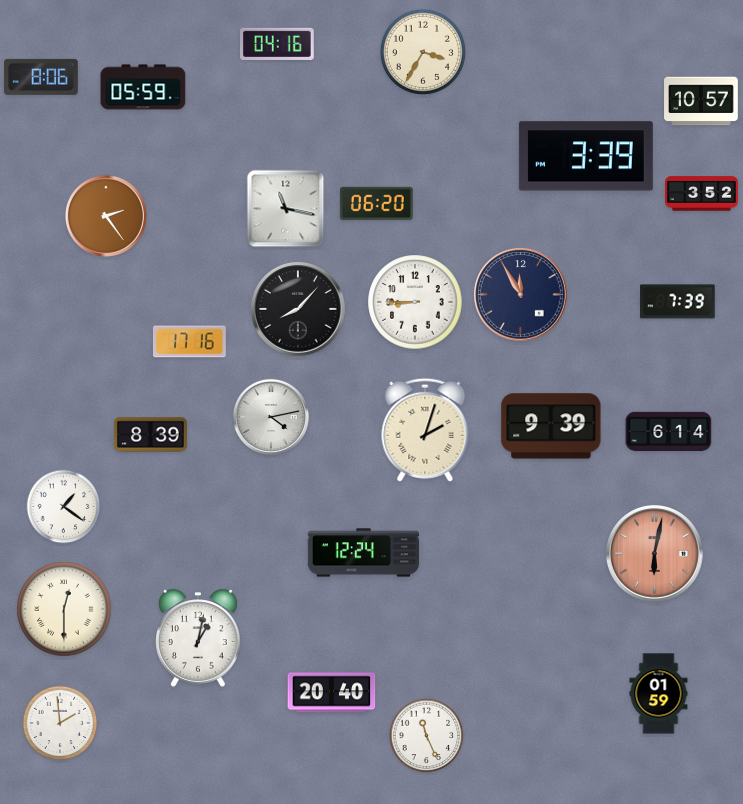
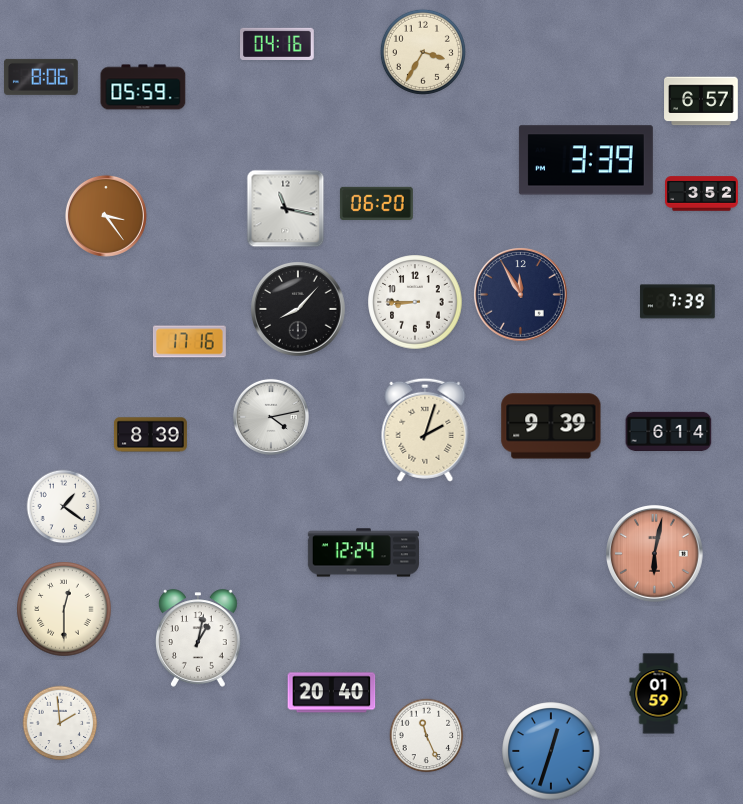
clock at (701, 101): 10:57 -> 6:57
clock at (586, 156) position: (586, 156) -> (586, 160)
clock at (106, 216): 2:24 -> 3:24
clock at (551, 751): none -> 12:33
